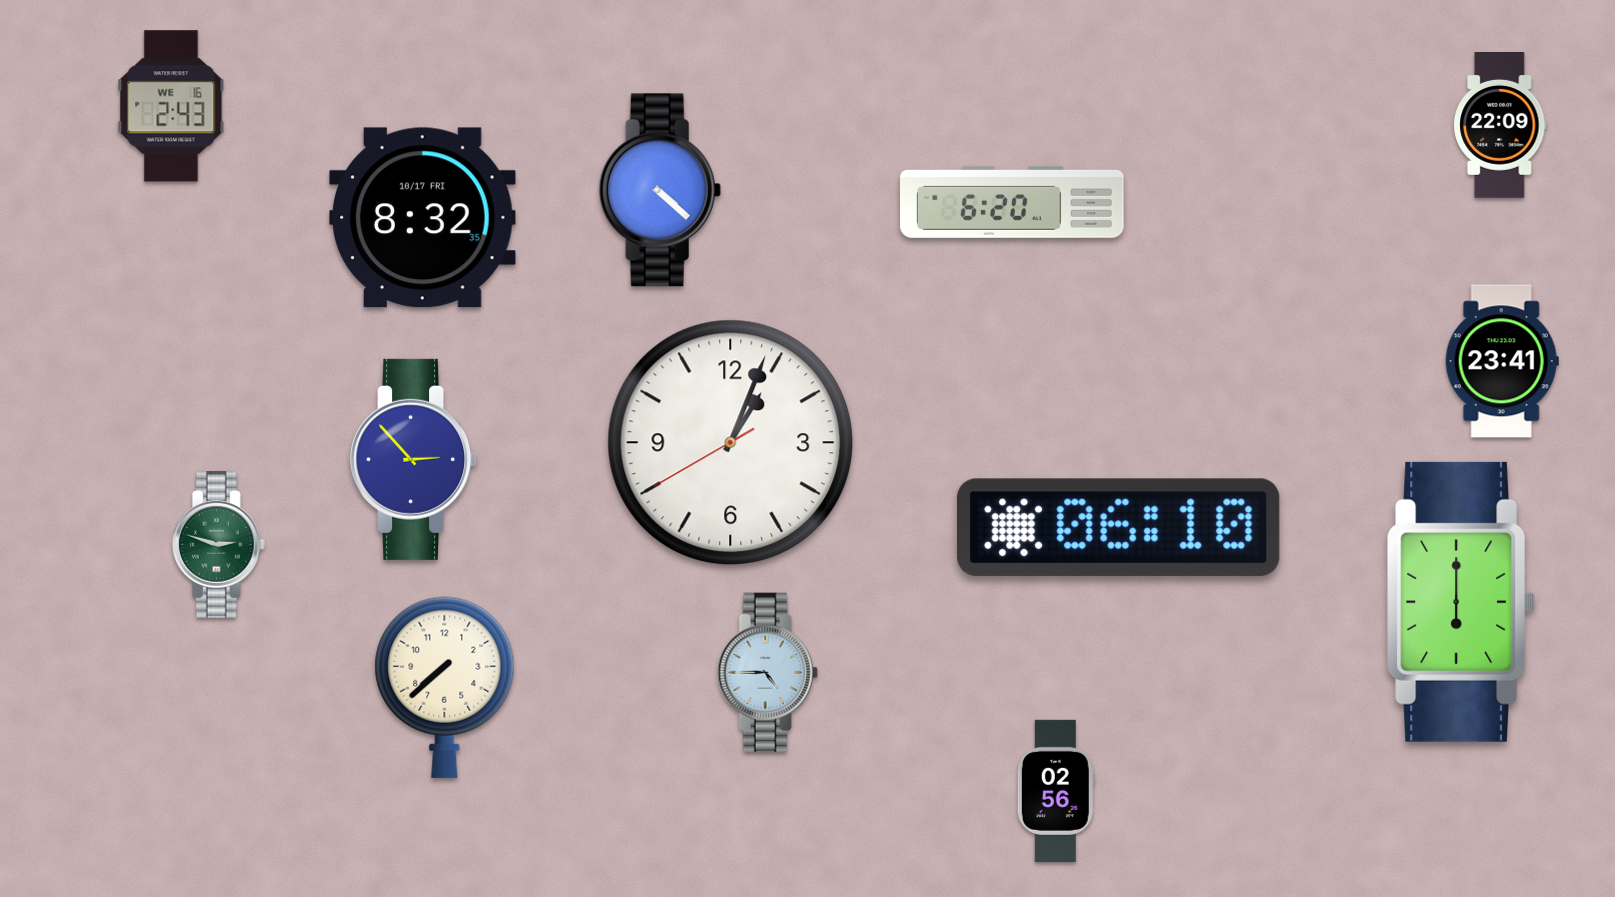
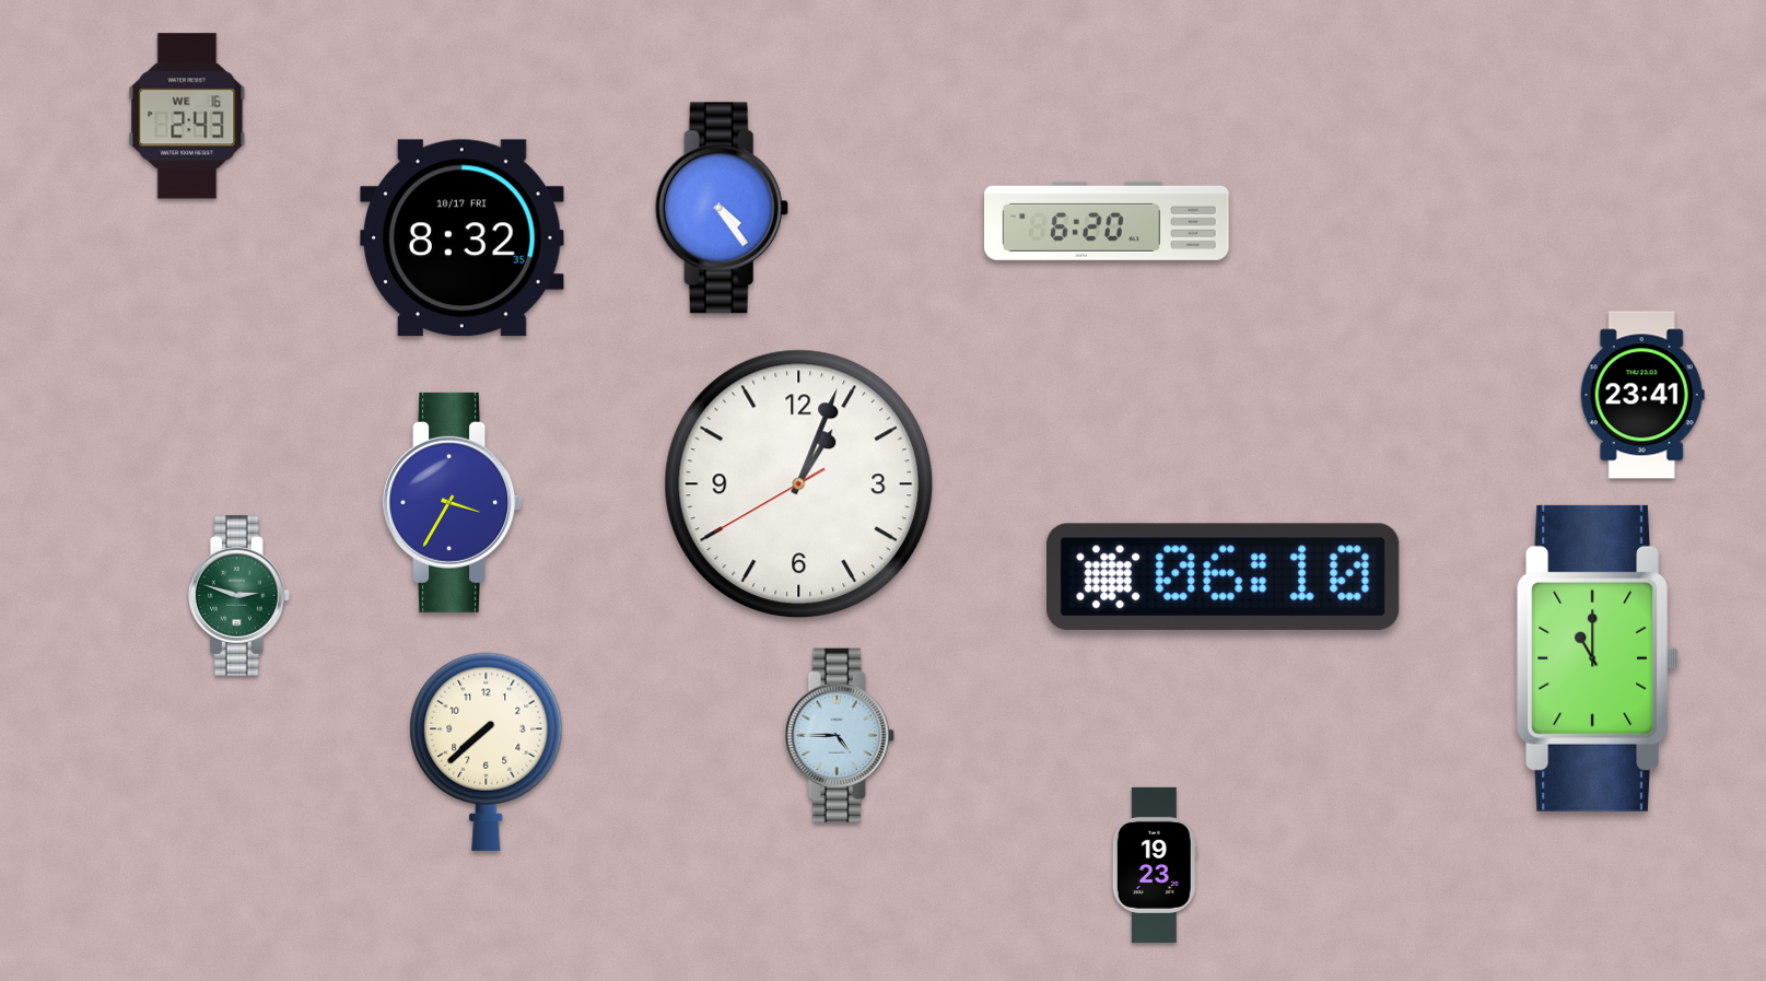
clock at (1500, 126): 22:09 -> none
clock at (660, 190): 4:22 -> 4:24
clock at (414, 459): 2:53 -> 3:35
clock at (1461, 602): 6:00 -> 11:00
clock at (1056, 791): 02:56 -> 19:23
